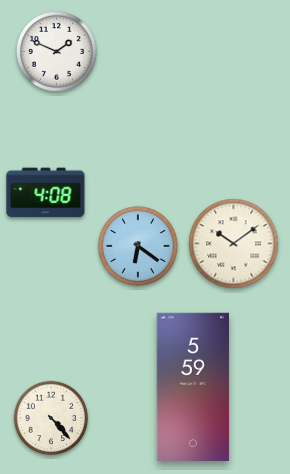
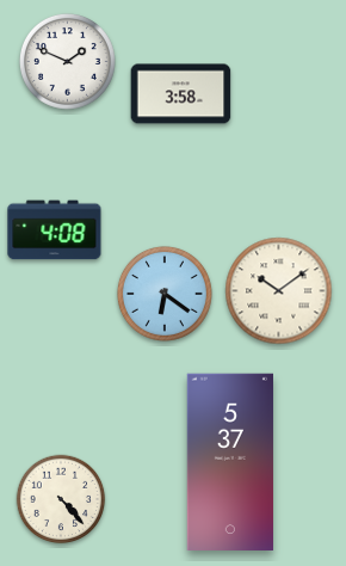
clock at (181, 94): none -> 3:58
clock at (193, 386): 5:59 -> 5:37
